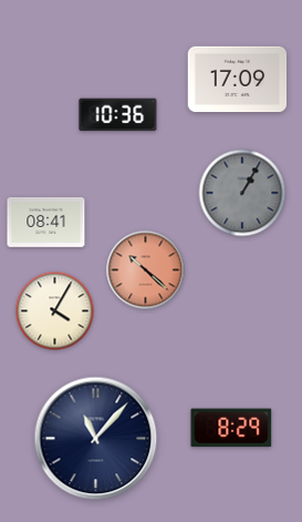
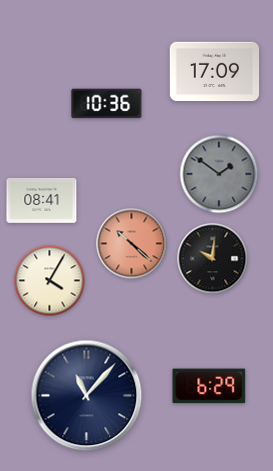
clock at (242, 193): 1:05 -> 1:51
clock at (213, 259): none -> 10:01
clock at (231, 428): 8:29 -> 6:29
